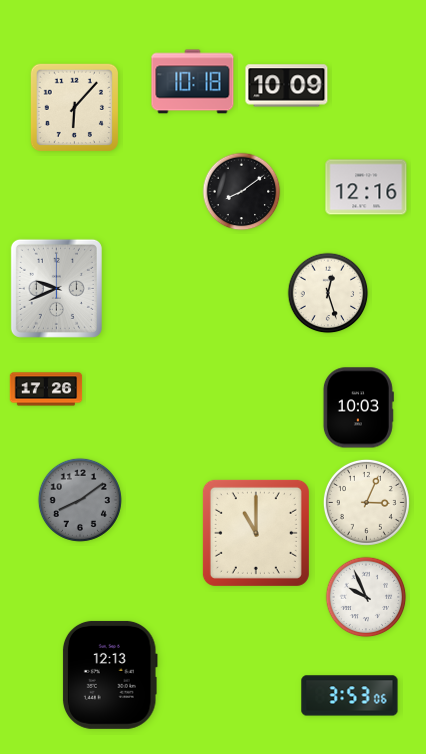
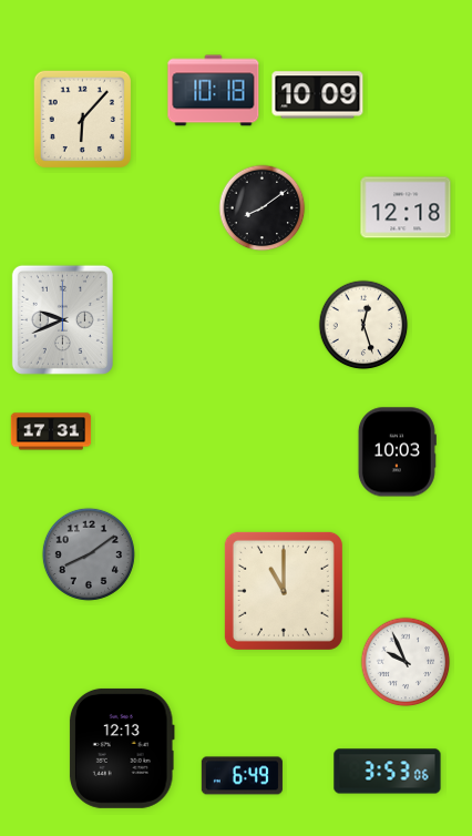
clock at (366, 187): 12:16 -> 12:18
clock at (242, 192) position: (242, 192) -> (263, 208)
clock at (46, 389): 17:26 -> 17:31
clock at (366, 502): 3:04 -> none
clock at (242, 776): none -> 6:49
